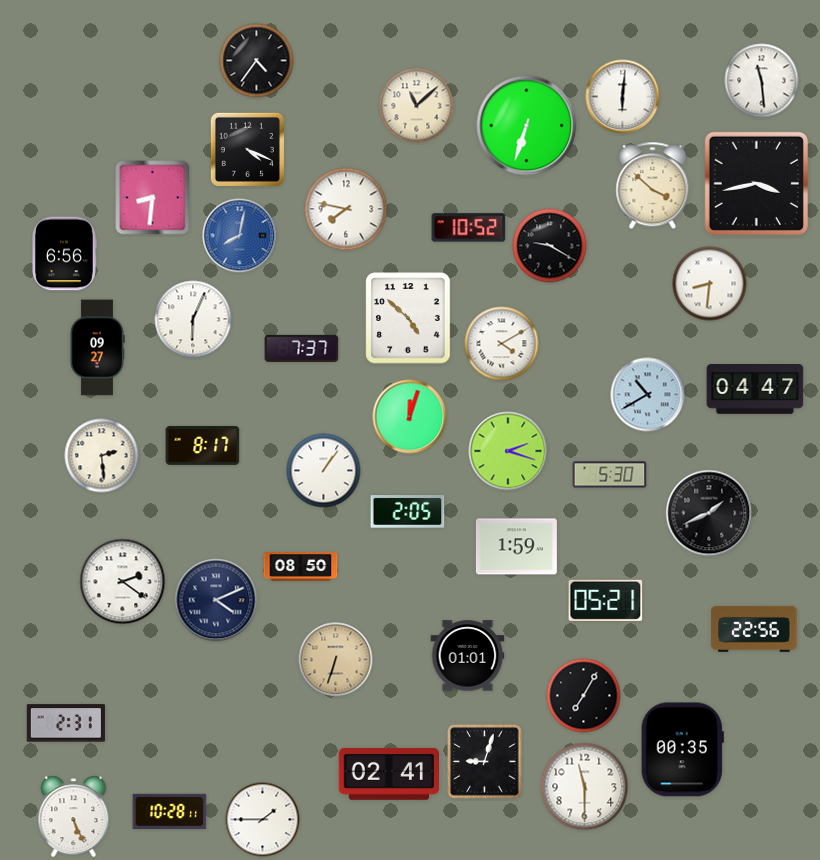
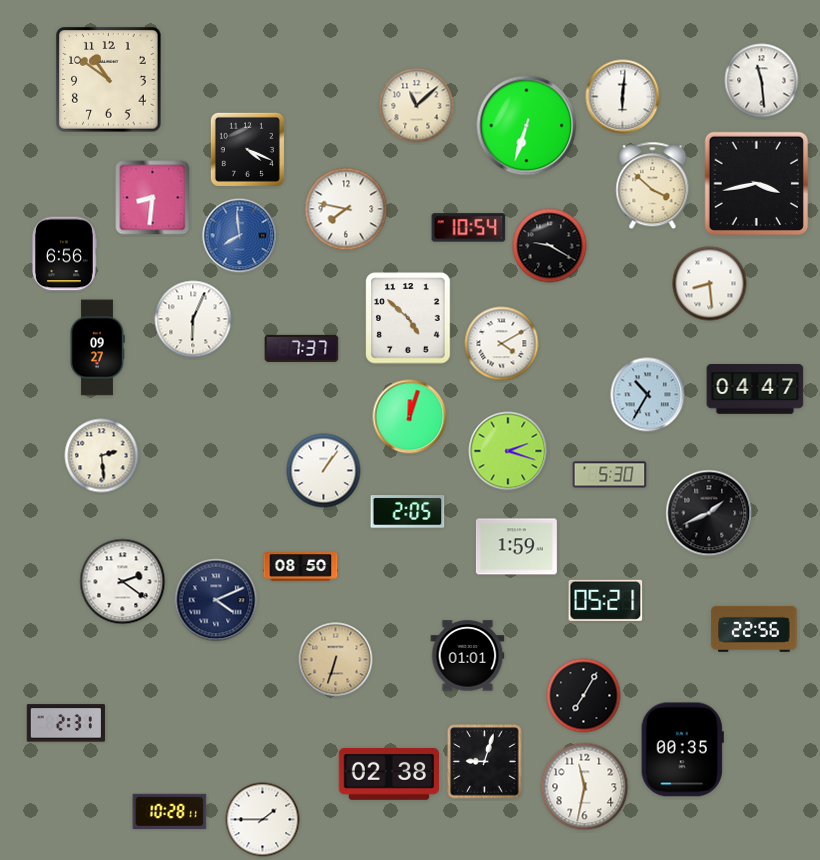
clock at (257, 61): 4:36 -> none
clock at (109, 80): none -> 10:51
clock at (469, 228): 10:52 -> 10:54
clock at (240, 236): 8:02 -> 7:59
clock at (710, 284): 8:31 -> 8:29
clock at (648, 395): 10:40 -> 10:35
clock at (203, 445): 8:17 -> none
clock at (388, 774): 02:41 -> 02:38
clock at (585, 787): 11:30 -> 11:32
clock at (74, 817): 5:26 -> none
